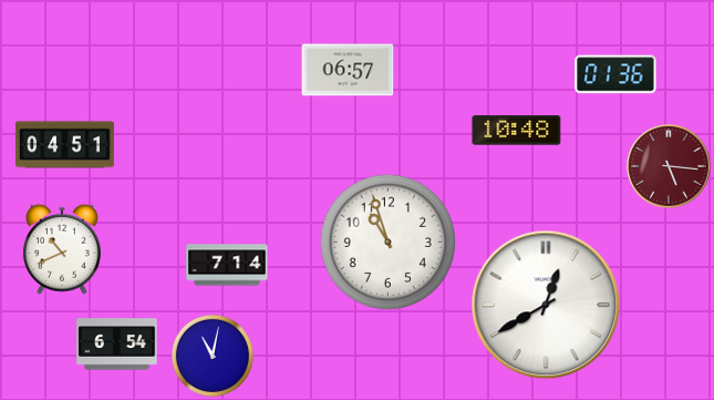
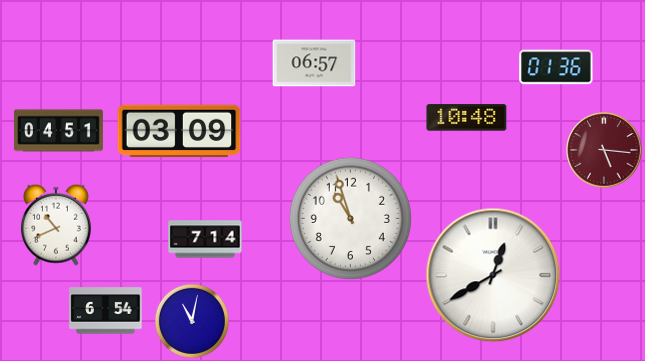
clock at (179, 131): none -> 03:09
